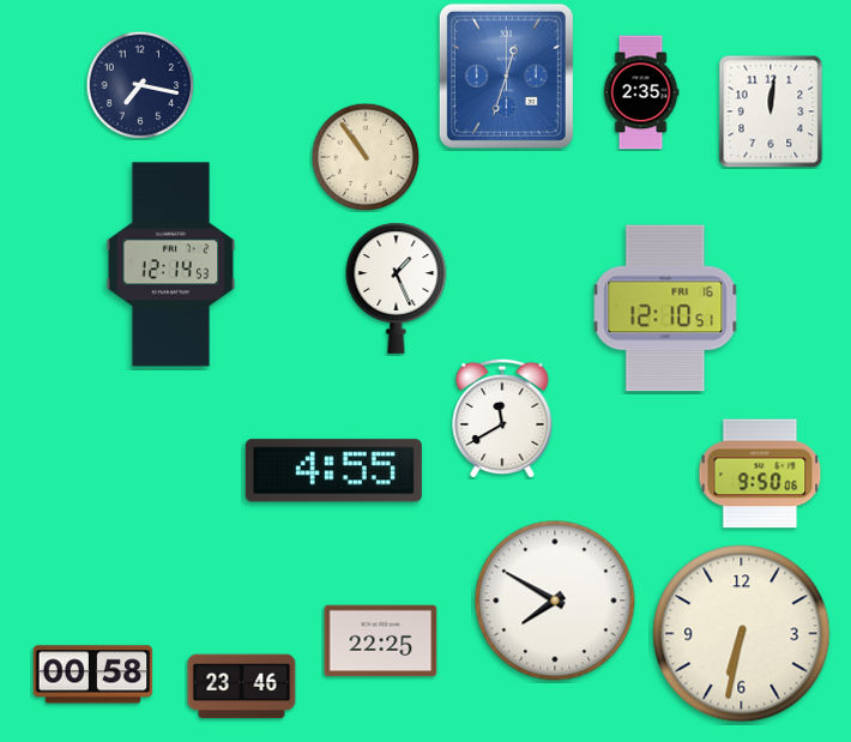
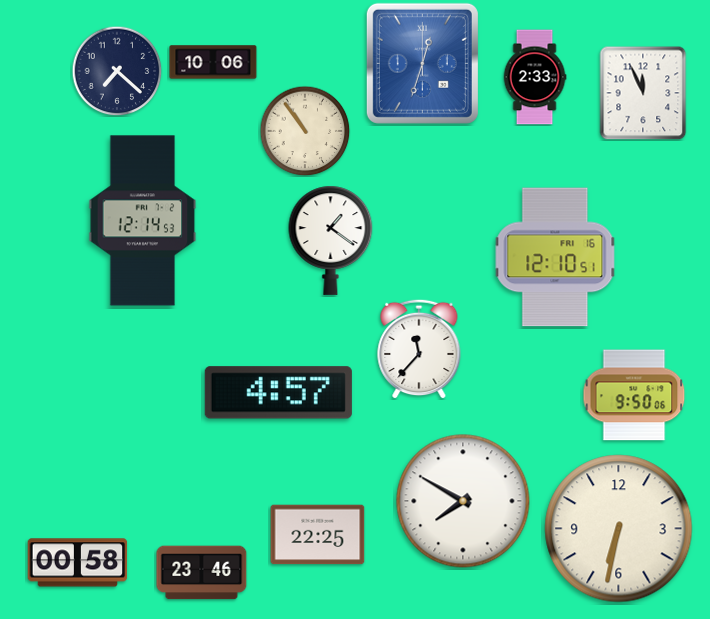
clock at (213, 62): none -> 10:06
clock at (140, 85): 7:17 -> 7:22
clock at (641, 92): 2:35 -> 2:33
clock at (771, 111): 12:01 -> 11:56
clock at (397, 288): 1:26 -> 1:21
clock at (502, 418): 11:40 -> 11:37
clock at (333, 471): 4:55 -> 4:57
